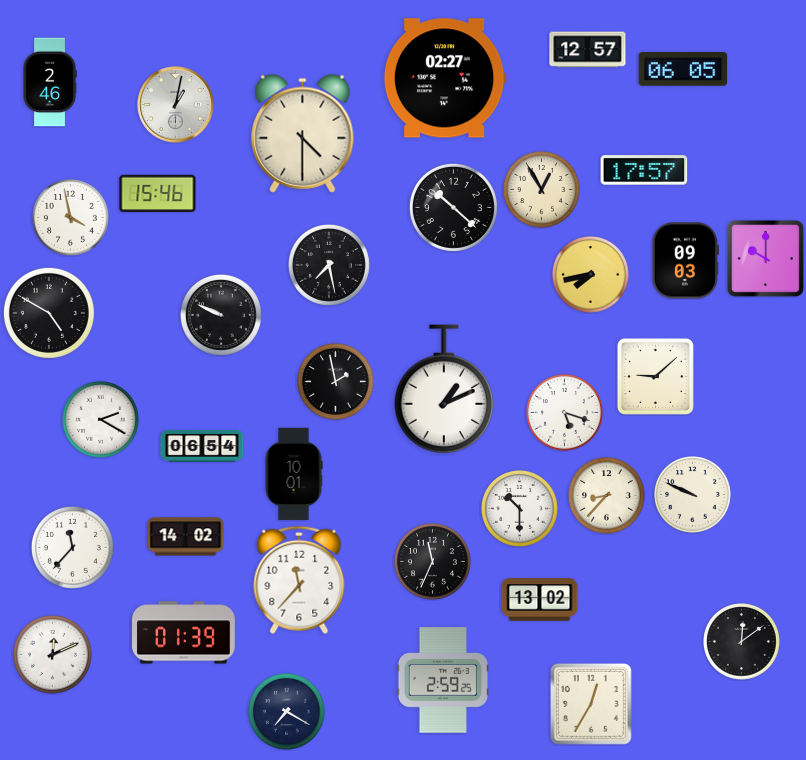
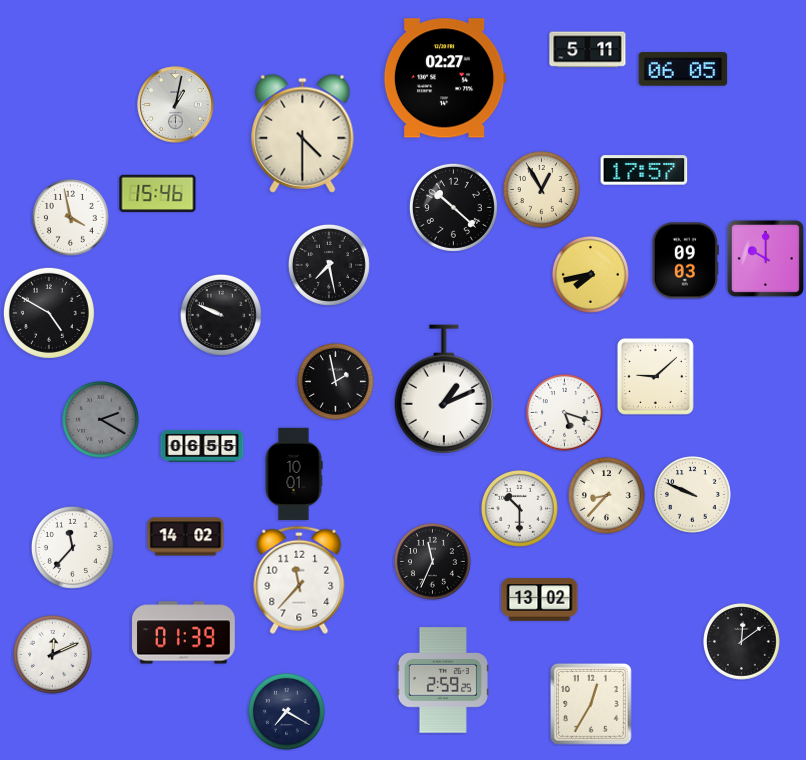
clock at (588, 50): 12:57 -> 5:11
clock at (50, 82): 2:46 -> none
clock at (101, 420) dial: white -> grey
clock at (202, 447): 06:54 -> 06:55
